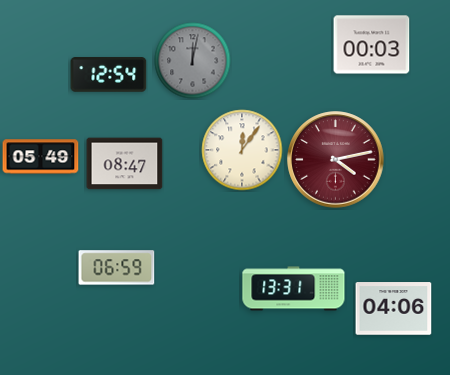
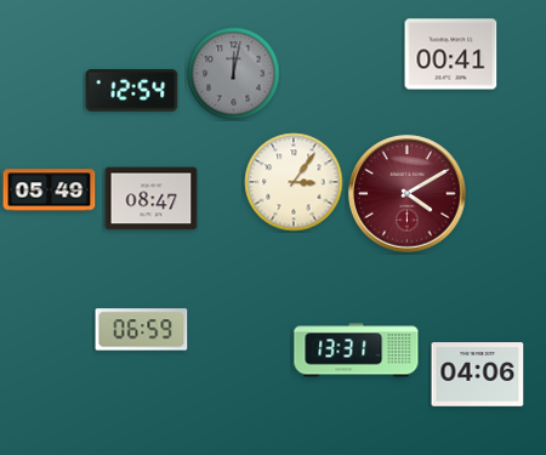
clock at (372, 45): 00:03 -> 00:41
clock at (242, 150): 12:06 -> 3:06
clock at (336, 160): 4:13 -> 4:10
clock at (117, 268) position: (117, 268) -> (142, 330)
